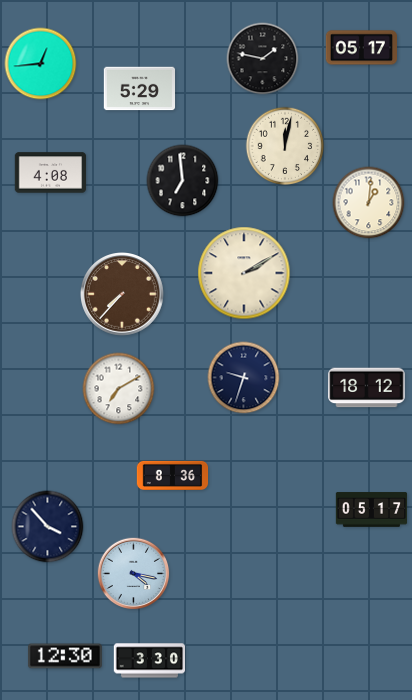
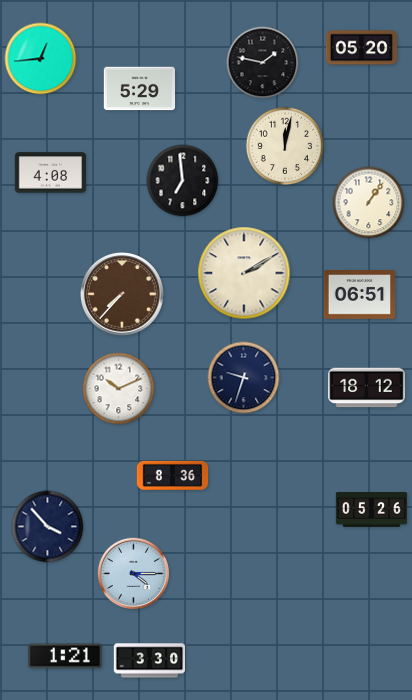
clock at (361, 48): 05:17 -> 05:20
clock at (263, 59) position: (263, 59) -> (263, 63)
clock at (41, 64) position: (41, 64) -> (41, 59)
clock at (369, 203): 1:01 -> 1:06
clock at (360, 295): none -> 06:51
clock at (119, 389): 7:10 -> 10:11
clock at (372, 510): 05:17 -> 05:26
clock at (134, 574): 4:17 -> 4:15
clock at (65, 656): 12:30 -> 1:21
